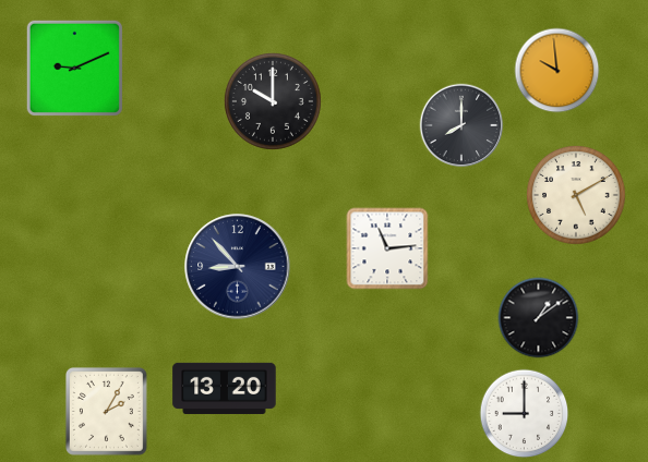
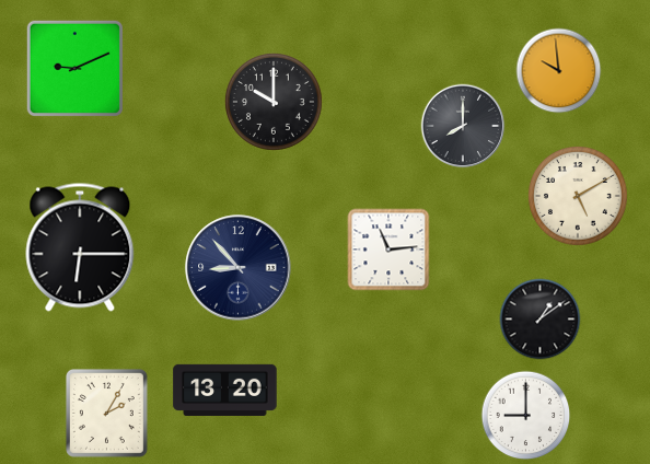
clock at (80, 247): none -> 6:15
